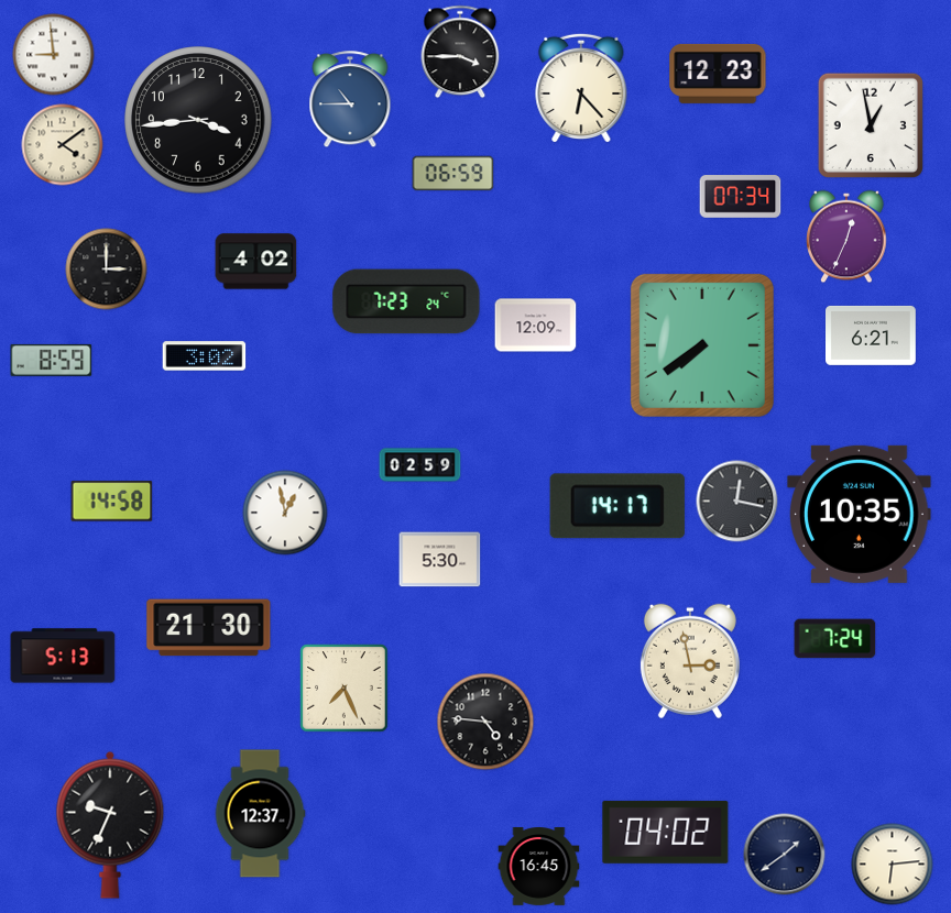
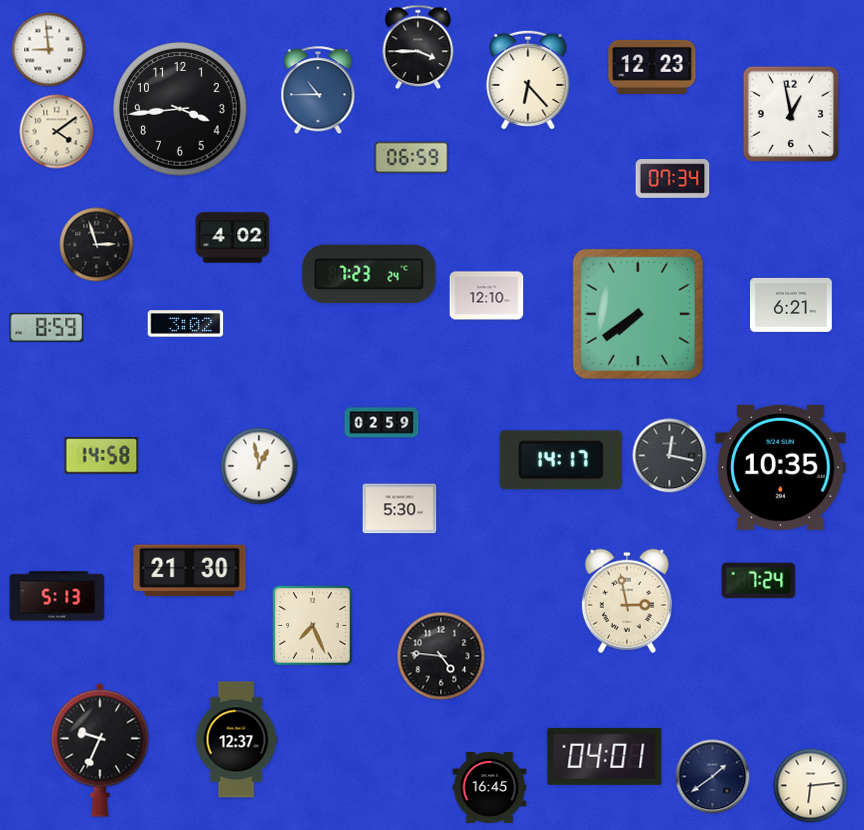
clock at (846, 237): 12:34 -> none
clock at (107, 269): 3:00 -> 2:57
clock at (536, 326): 12:09 -> 12:10
clock at (666, 832): 04:02 -> 04:01
